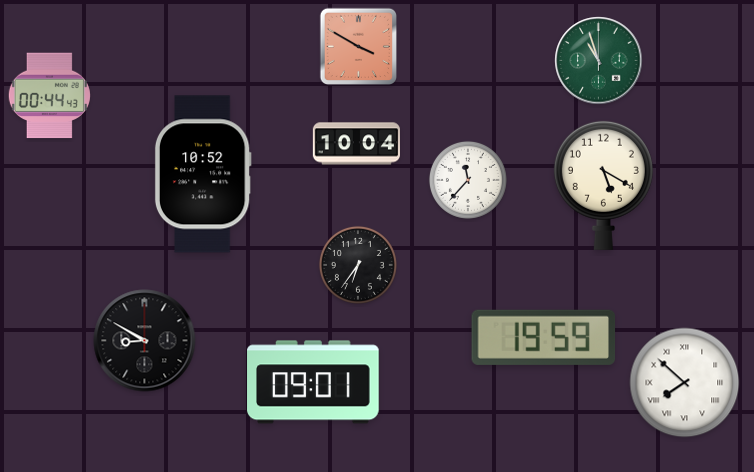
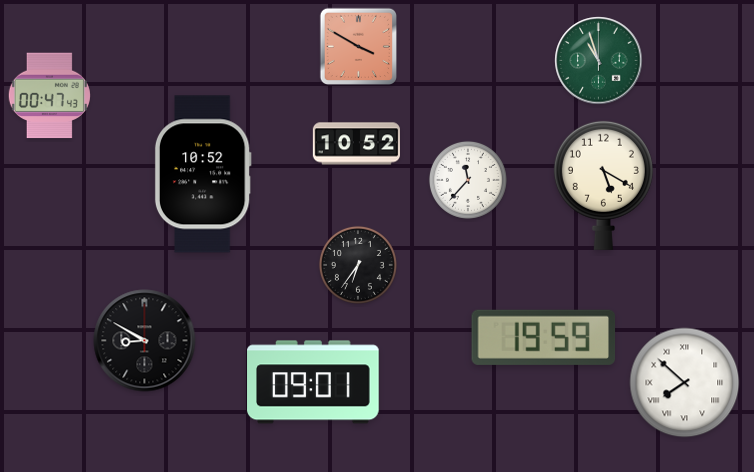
clock at (49, 96): 00:44 -> 00:47
clock at (356, 144): 10:04 -> 10:52
